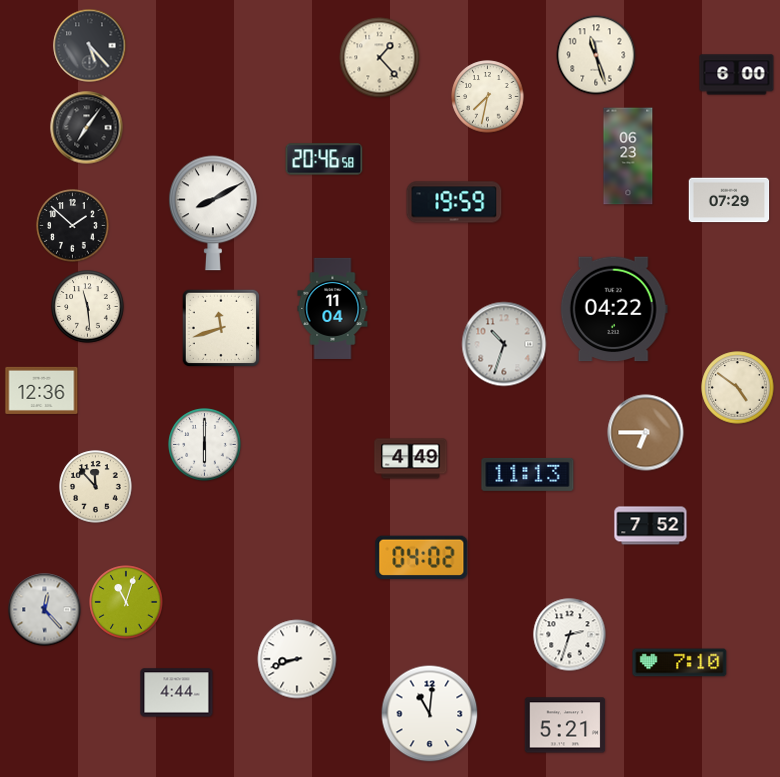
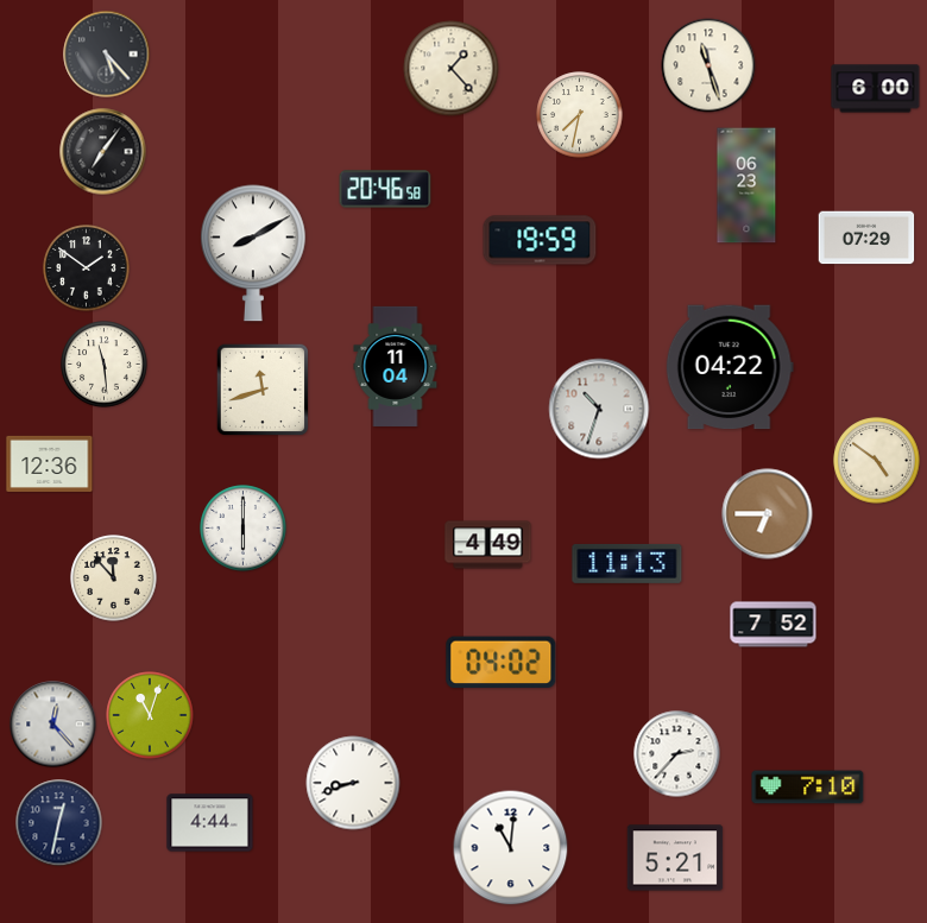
clock at (73, 226): 1:52 -> 1:51
clock at (570, 635): 2:33 -> 2:37
clock at (59, 823): none -> 12:32
clock at (565, 725) position: (565, 725) -> (675, 858)
